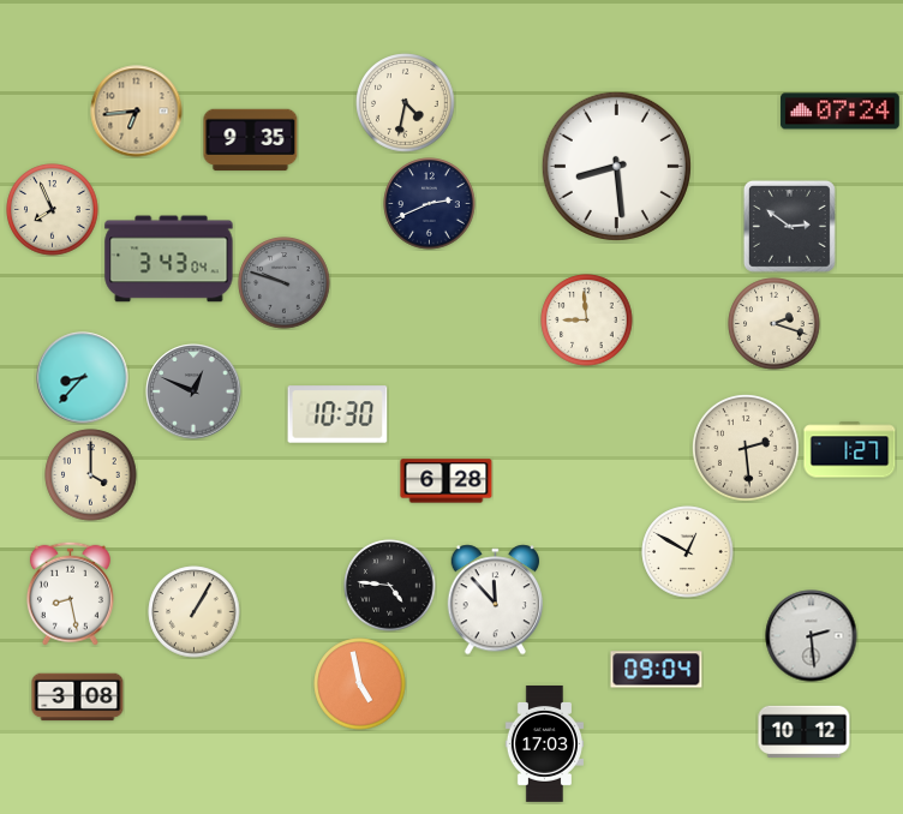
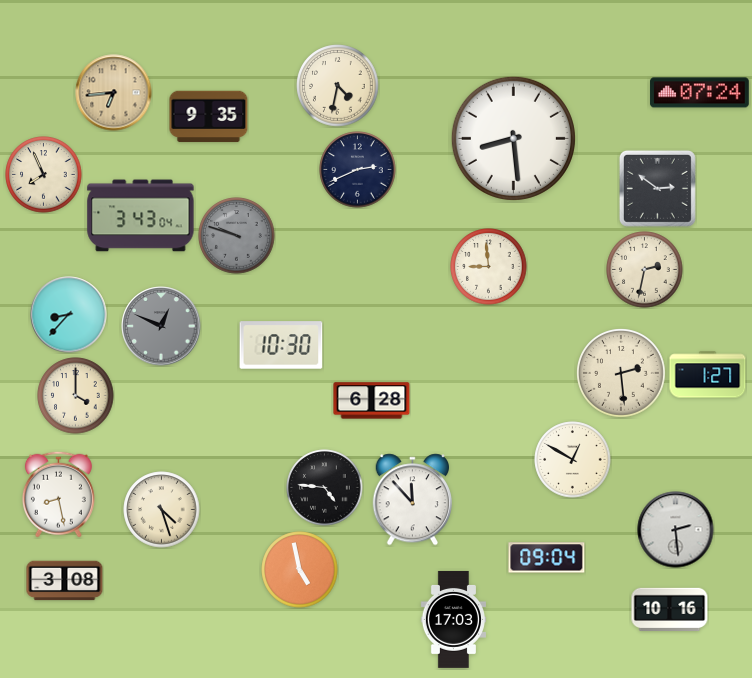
clock at (775, 324): 2:18 -> 2:32
clock at (195, 612): 1:05 -> 4:27
clock at (805, 731): 10:12 -> 10:16
